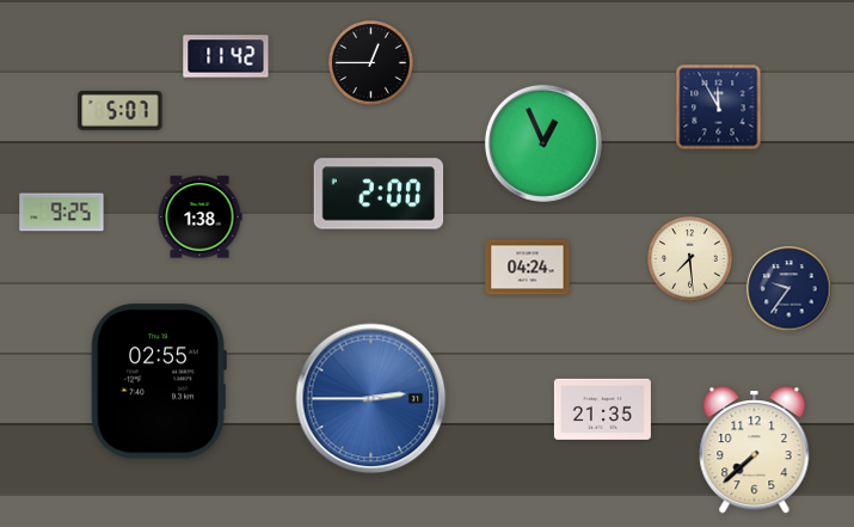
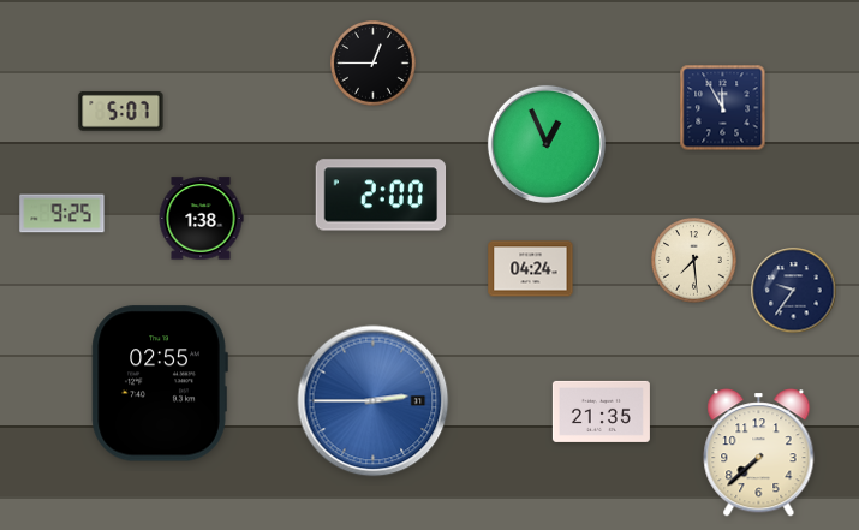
clock at (226, 56): 11:42 -> none
clock at (602, 409) position: (602, 409) -> (601, 411)
